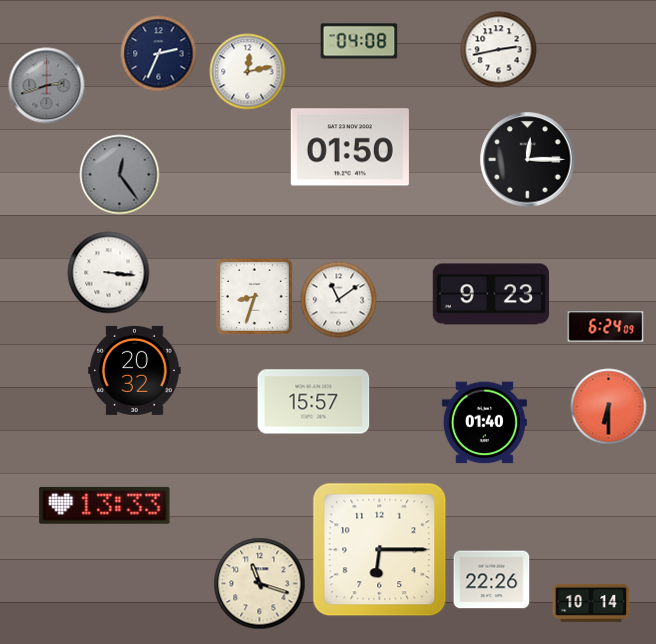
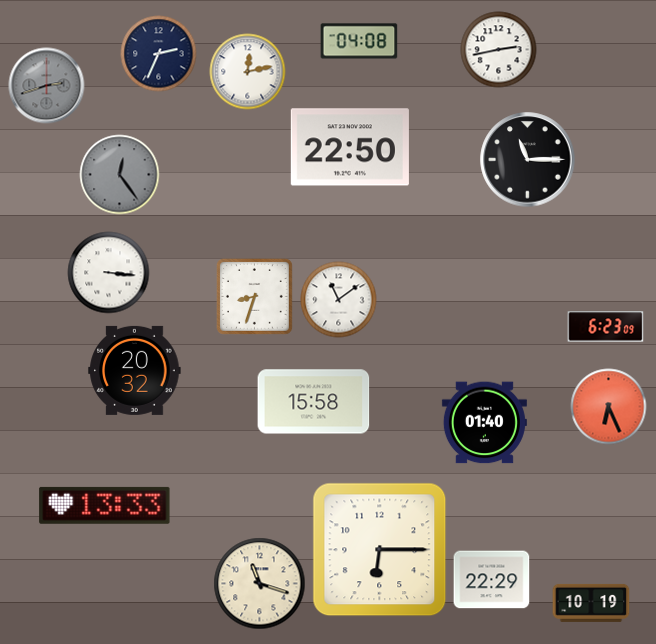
clock at (350, 147): 01:50 -> 22:50
clock at (528, 160): 12:15 -> 11:15
clock at (490, 294): 9:23 -> none
clock at (606, 327): 6:24 -> 6:23
clock at (314, 402): 15:57 -> 15:58
clock at (609, 407): 6:30 -> 6:26
clock at (492, 580): 22:26 -> 22:29
clock at (591, 603): 10:14 -> 10:19
